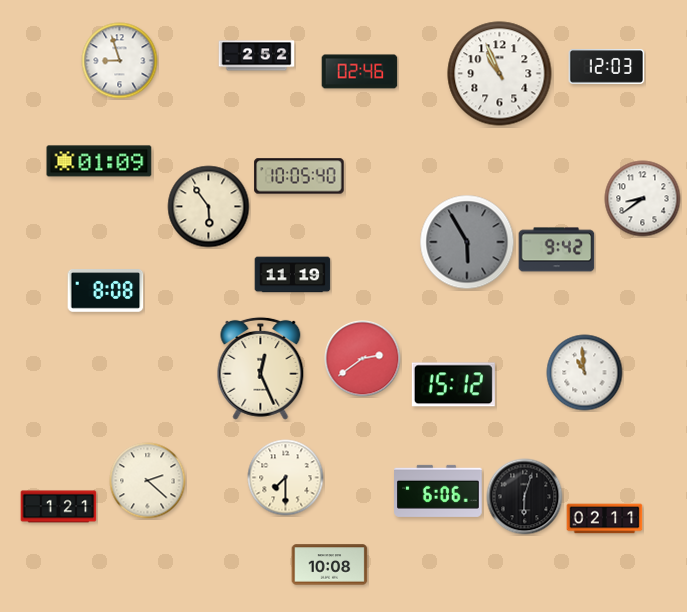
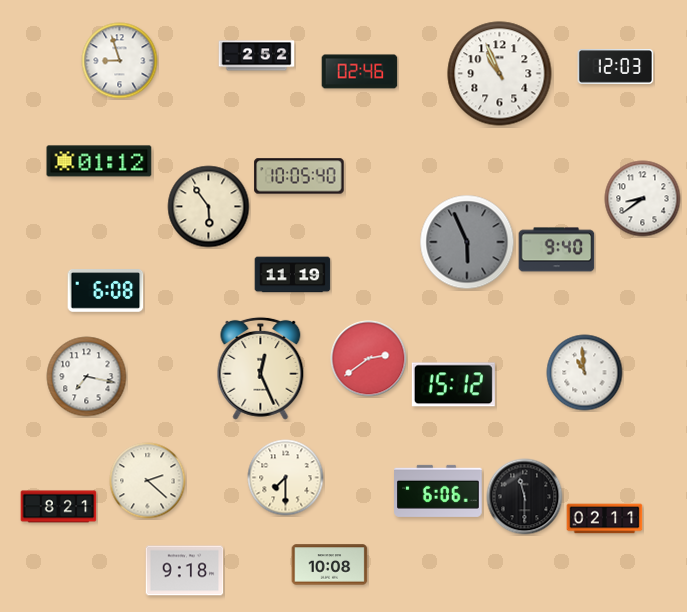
clock at (607, 67) position: (607, 67) -> (616, 67)
clock at (99, 161): 01:09 -> 01:12
clock at (467, 242): 5:55 -> 5:56
clock at (557, 250): 9:42 -> 9:40
clock at (106, 291): 8:08 -> 6:08
clock at (363, 359) position: (363, 359) -> (369, 359)
clock at (87, 377): none -> 7:17
clock at (525, 497): 6:03 -> 11:30
clock at (59, 507): 1:21 -> 8:21
clock at (185, 571): none -> 9:18
